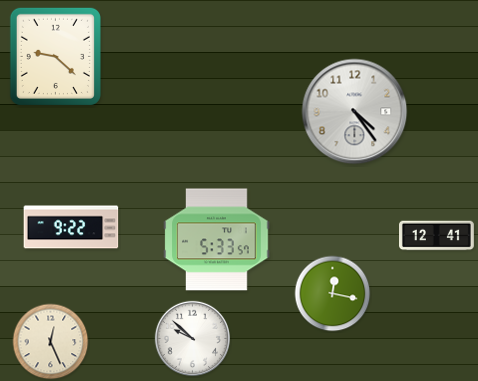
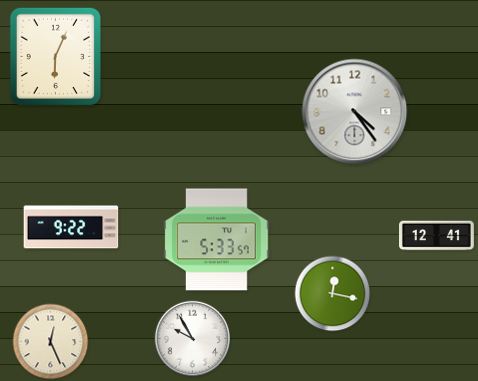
clock at (55, 56): 9:22 -> 6:04
clock at (192, 338): 9:52 -> 9:55
